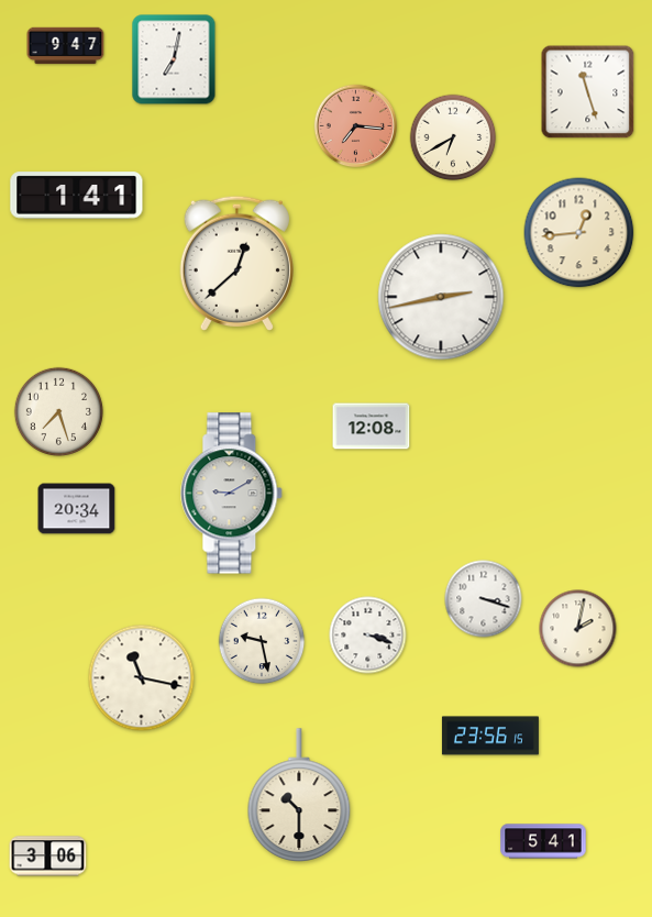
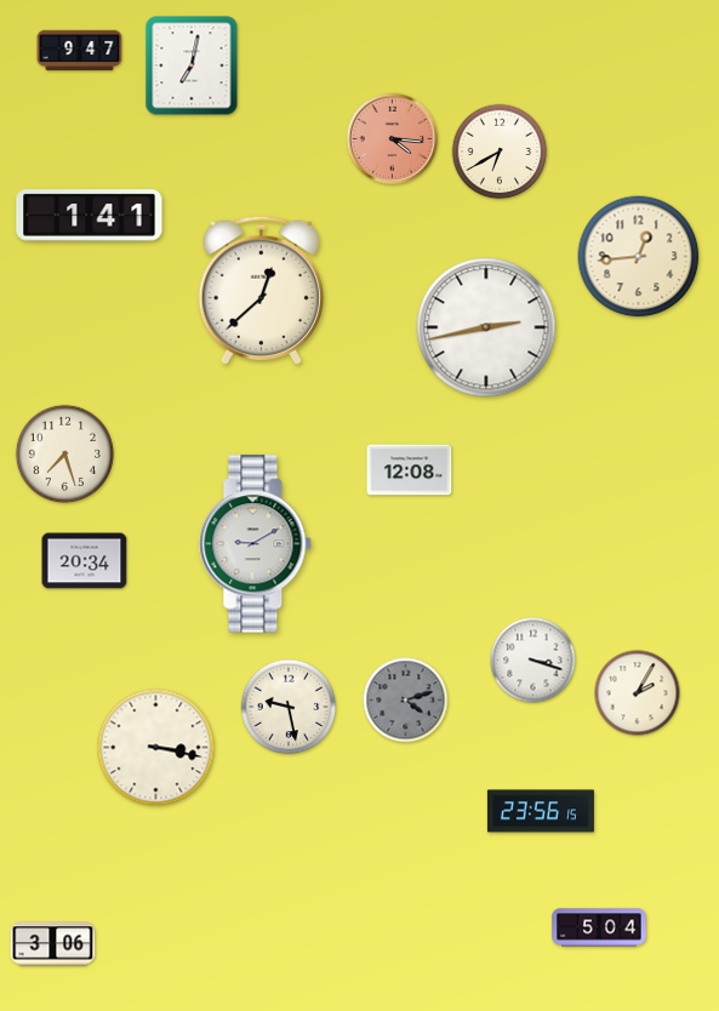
clock at (66, 46) position: (66, 46) -> (80, 51)
clock at (588, 92): 11:27 -> none
clock at (356, 126): 7:16 -> 4:16
clock at (77, 196) position: (77, 196) -> (90, 216)
clock at (578, 629): 2:02 -> 2:05
clock at (368, 636): 3:18 -> 4:12
clock at (368, 636) dial: white -> grey
clock at (142, 678): 11:17 -> 3:17
clock at (299, 795): 10:30 -> none
clock at (543, 841): 5:41 -> 5:04
